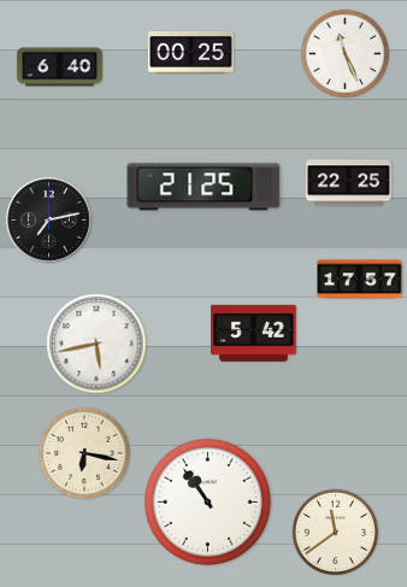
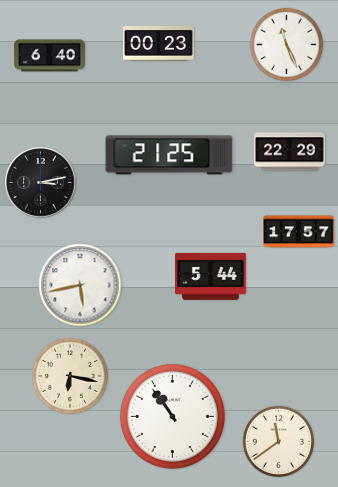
clock at (191, 52): 00:25 -> 00:23
clock at (349, 183): 22:25 -> 22:29
clock at (49, 221): 7:13 -> 3:13
clock at (254, 333): 5:42 -> 5:44
